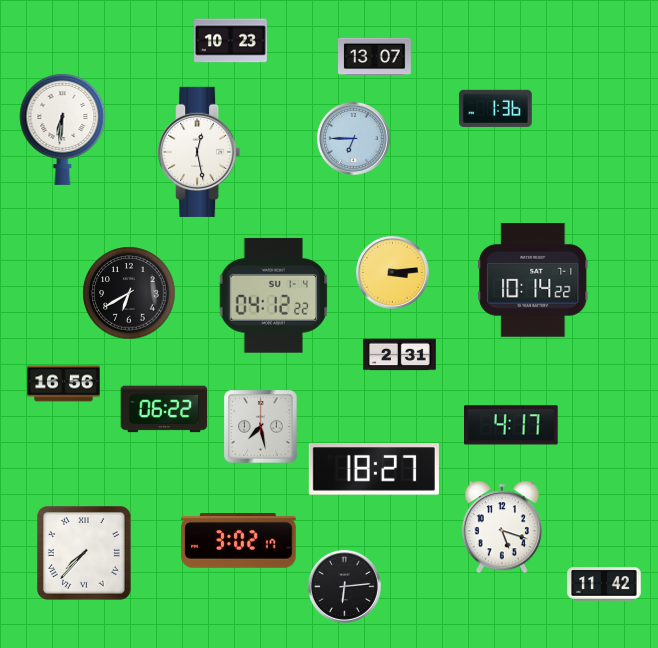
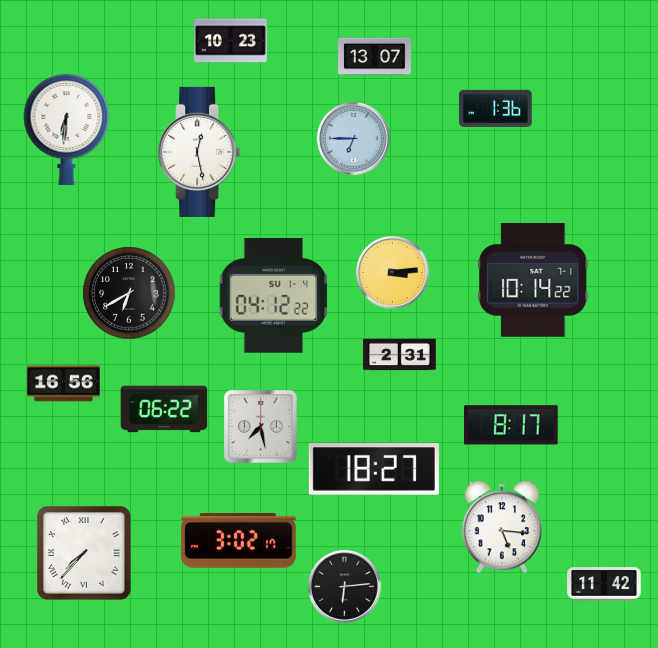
clock at (63, 129) position: (63, 129) -> (67, 129)
clock at (512, 425): 4:17 -> 8:17
clock at (501, 527): 5:18 -> 5:16
